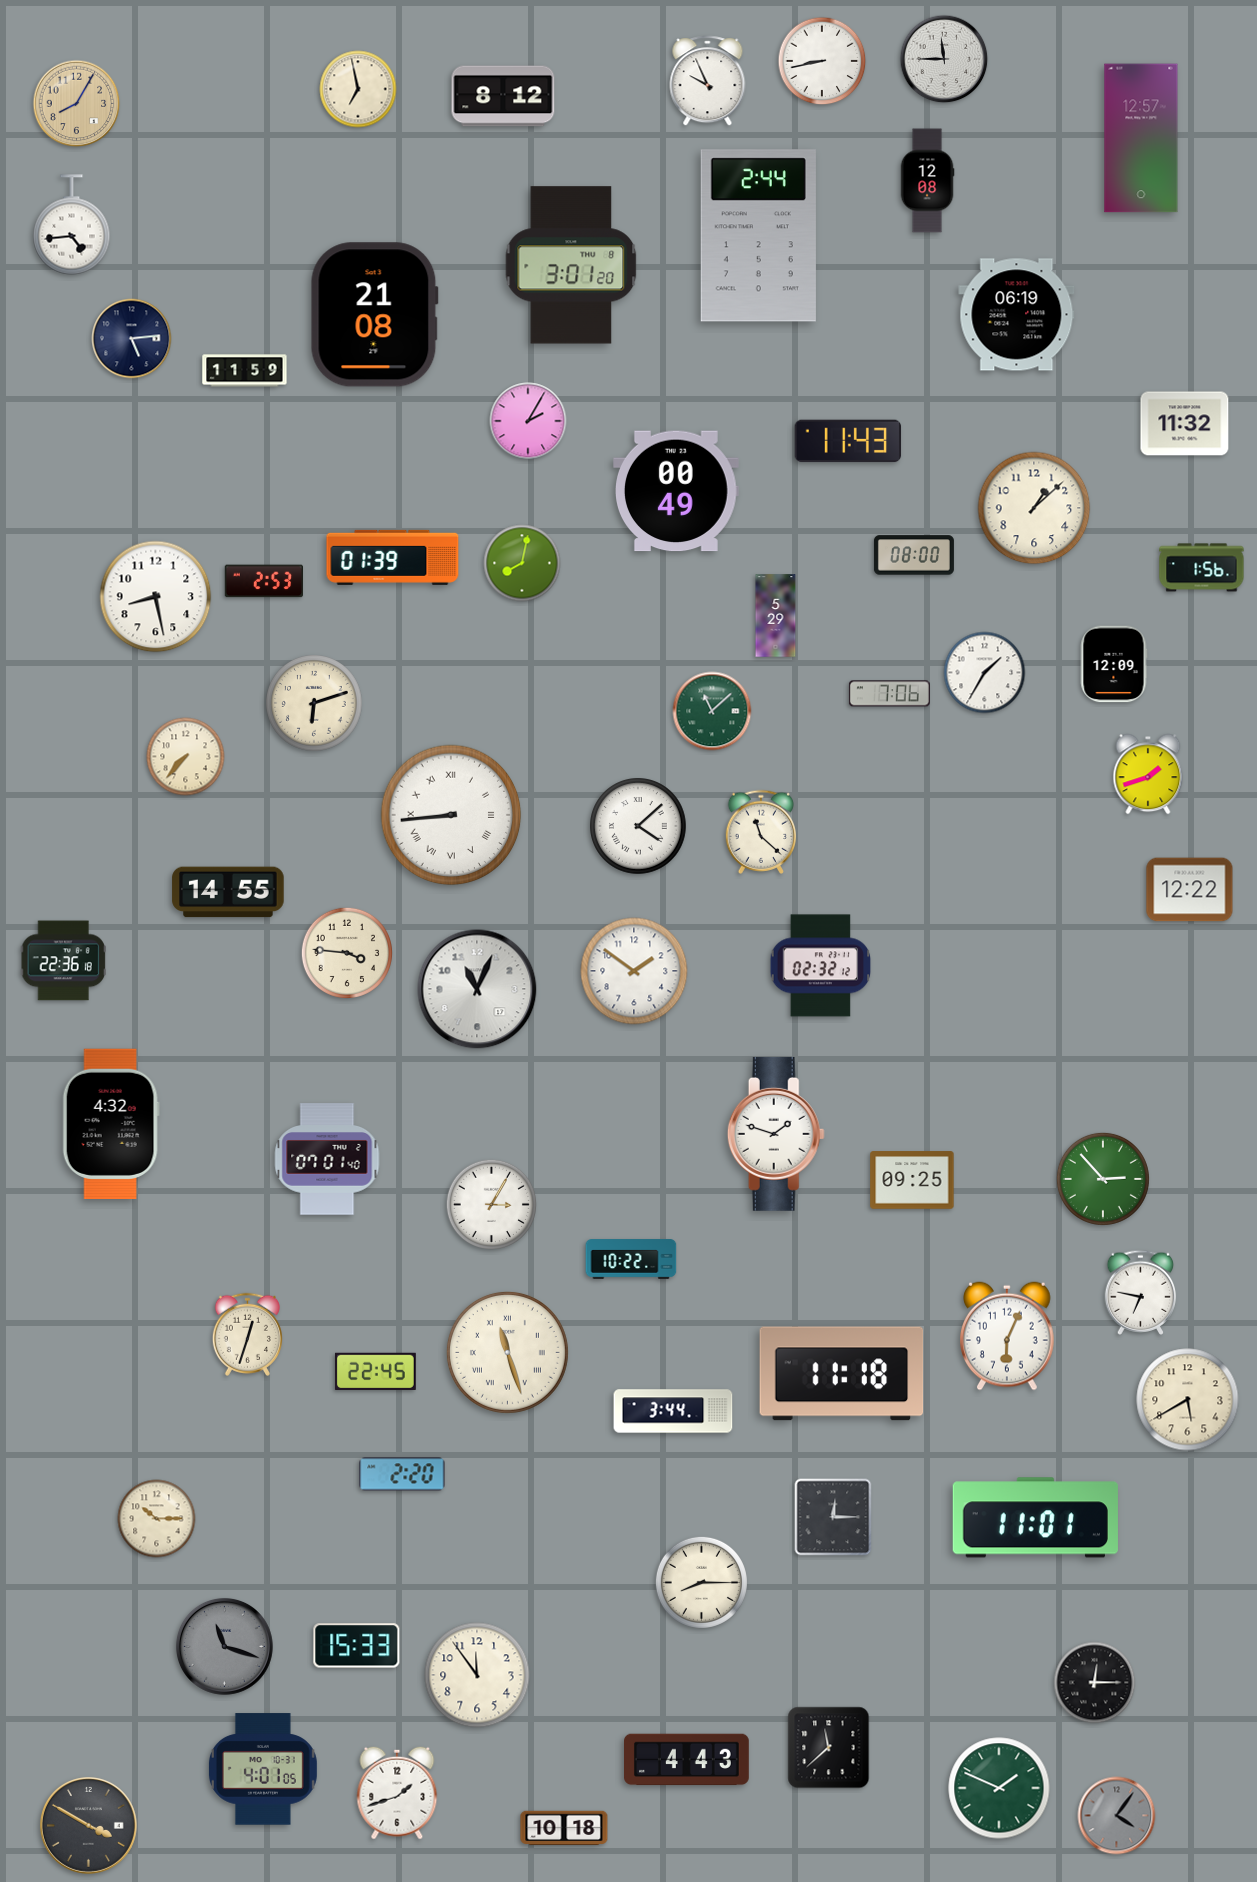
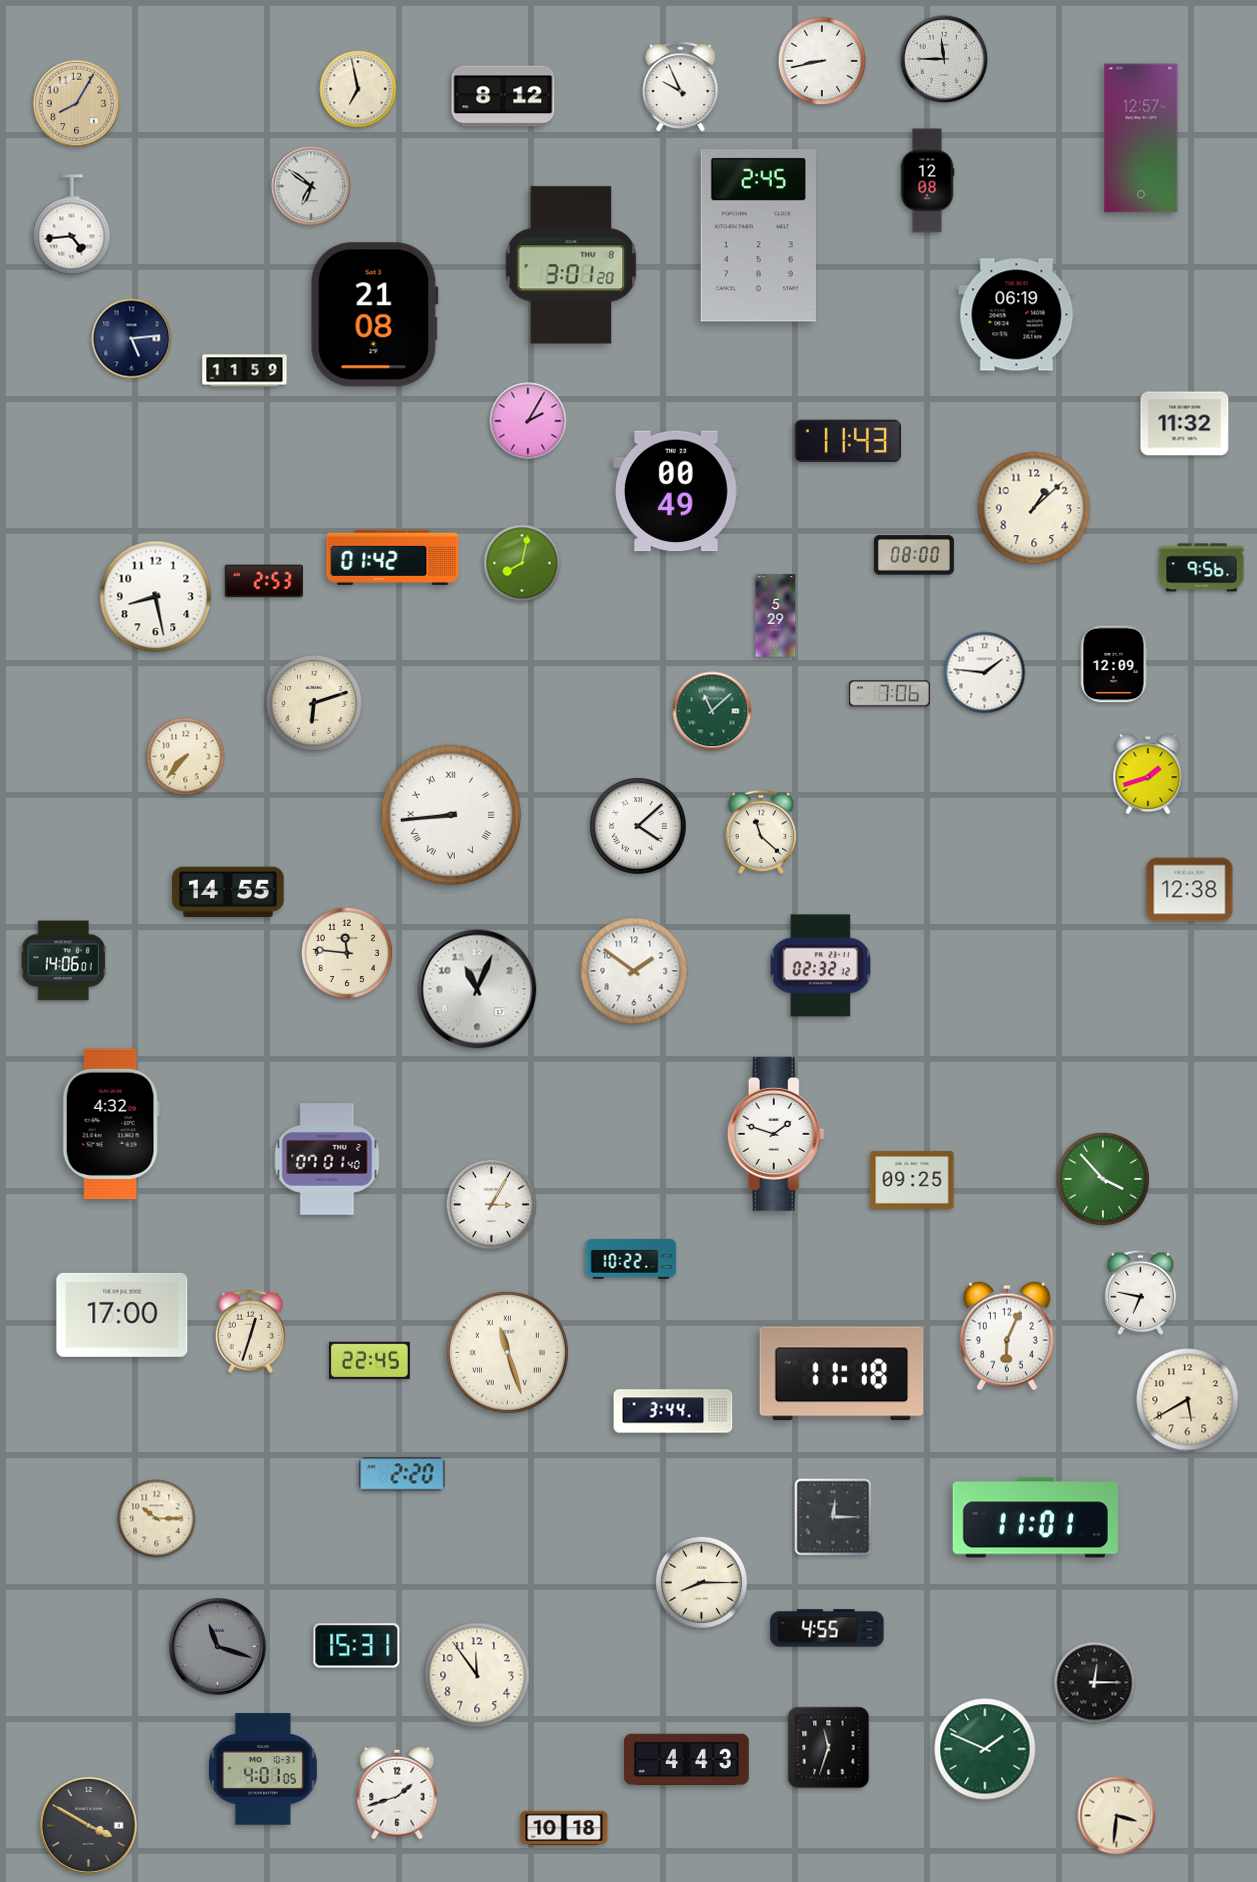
clock at (708, 81) position: (708, 81) -> (681, 87)
clock at (311, 186): none -> 6:51
clock at (758, 236): 2:44 -> 2:45
clock at (393, 557): 01:39 -> 01:42
clock at (1202, 568): 1:56 -> 9:56
clock at (985, 673): 1:35 -> 1:46
clock at (1190, 890): 12:22 -> 12:38
clock at (347, 953): 3:46 -> 11:46
clock at (63, 961): 22:36 -> 14:06
clock at (1103, 1179): 2:53 -> 3:53
clock at (122, 1315): none -> 17:00
clock at (247, 1334) position: (247, 1334) -> (250, 1331)
clock at (375, 1372) position: (375, 1372) -> (369, 1361)
clock at (827, 1628): none -> 4:55
clock at (224, 1646) position: (224, 1646) -> (217, 1646)
clock at (357, 1646): 15:33 -> 15:31
clock at (829, 1748): 11:38 -> 11:33
clock at (999, 1788) position: (999, 1788) -> (985, 1749)
clock at (1117, 1816): 4:06 -> 3:31
clock at (1117, 1816) dial: grey -> cream
